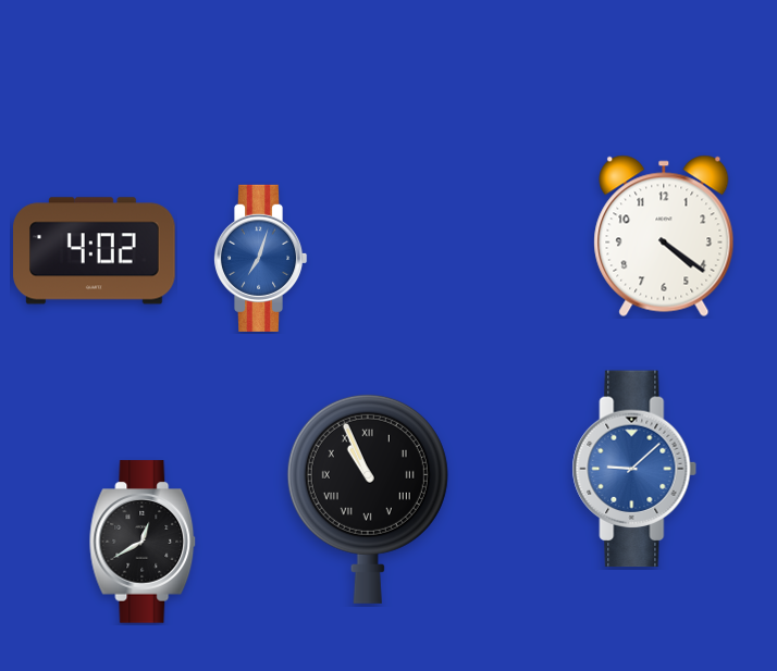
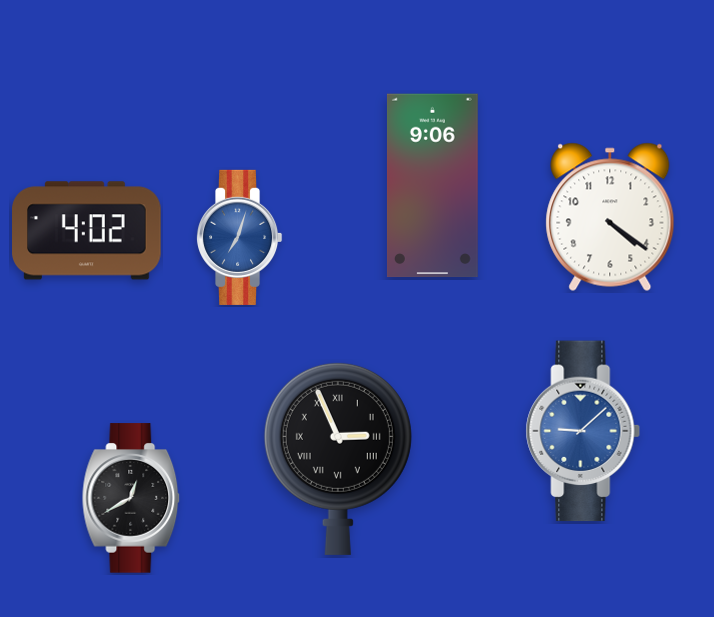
clock at (432, 186): none -> 9:06
clock at (368, 498): 10:56 -> 2:56
